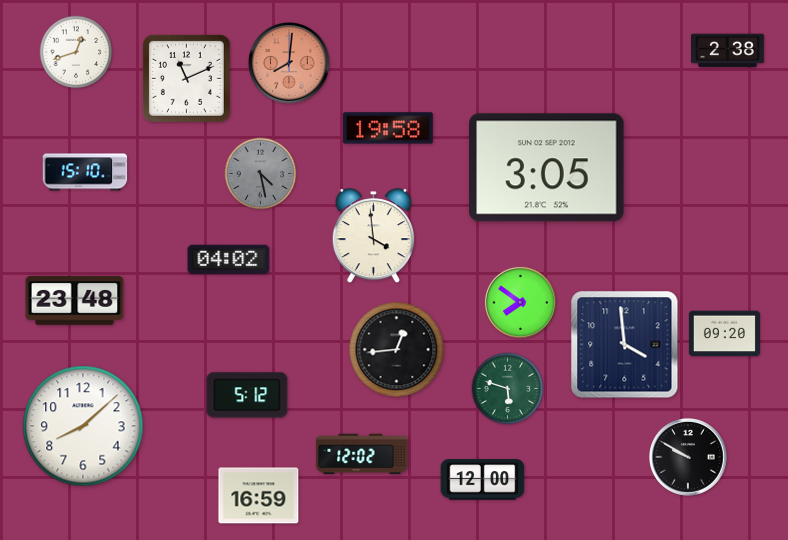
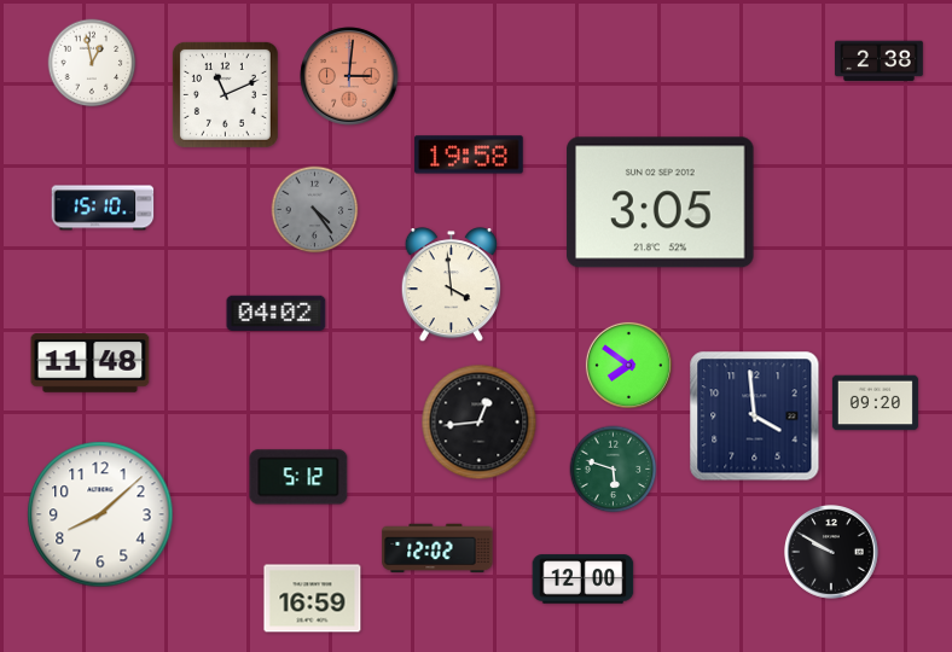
clock at (76, 52): 12:42 -> 12:58
clock at (289, 63): 8:01 -> 3:01
clock at (261, 174): 4:28 -> 4:24
clock at (75, 301): 23:48 -> 11:48
